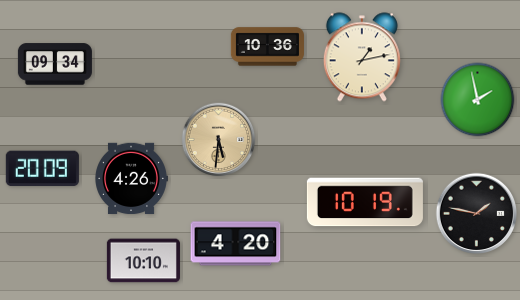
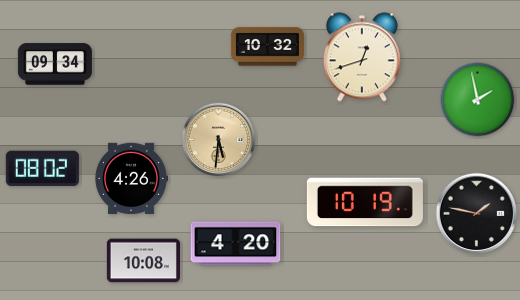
clock at (267, 47): 10:36 -> 10:32
clock at (362, 57): 1:13 -> 12:42
clock at (42, 169): 20:09 -> 08:02
clock at (143, 261): 10:10 -> 10:08
